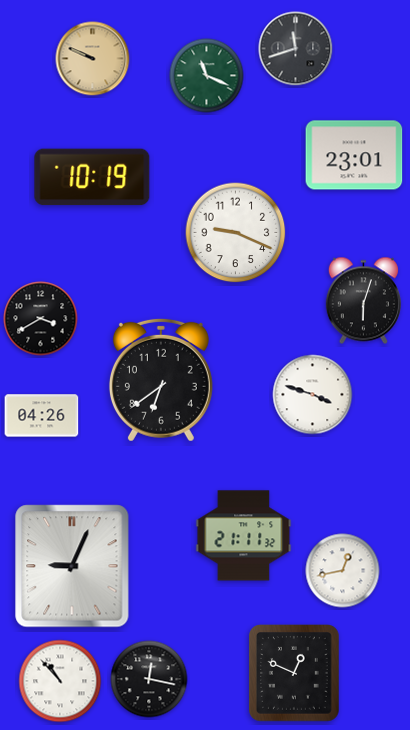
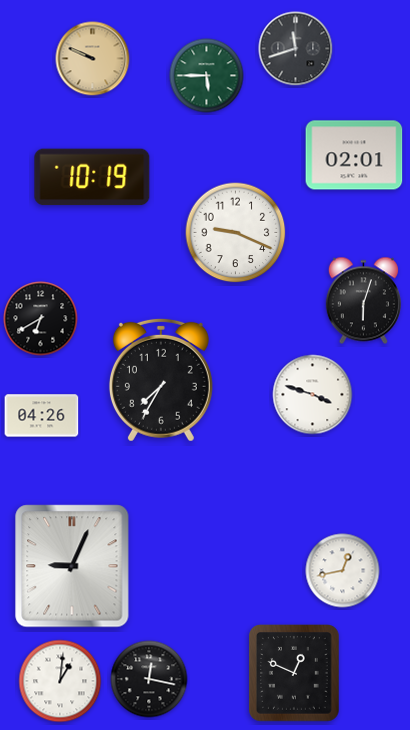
clock at (207, 76): 11:19 -> 5:45
clock at (354, 155): 23:01 -> 02:01
clock at (41, 319): 3:40 -> 6:40
clock at (161, 380): 6:39 -> 7:35
clock at (244, 536): 21:11 -> none
clock at (60, 681): 10:53 -> 1:01
